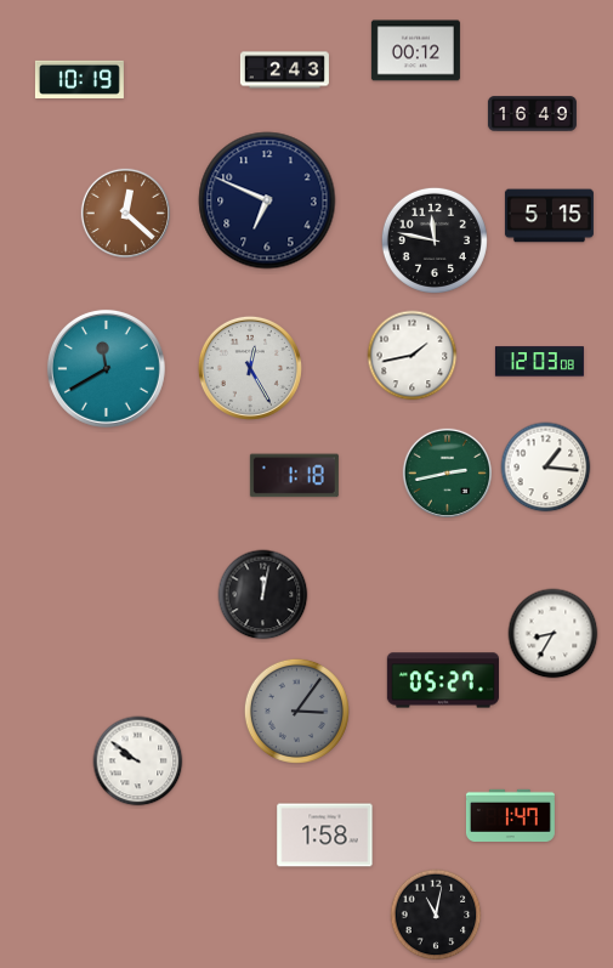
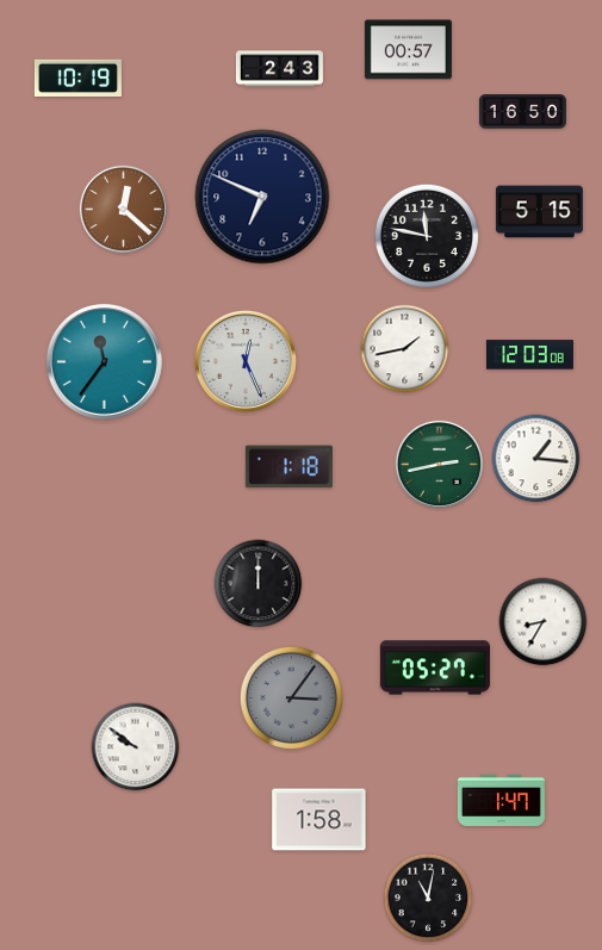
clock at (415, 51): 00:12 -> 00:57
clock at (532, 114): 16:49 -> 16:50
clock at (106, 368): 11:40 -> 11:36
clock at (250, 368): 12:25 -> 12:26
clock at (263, 595): 12:02 -> 12:00
